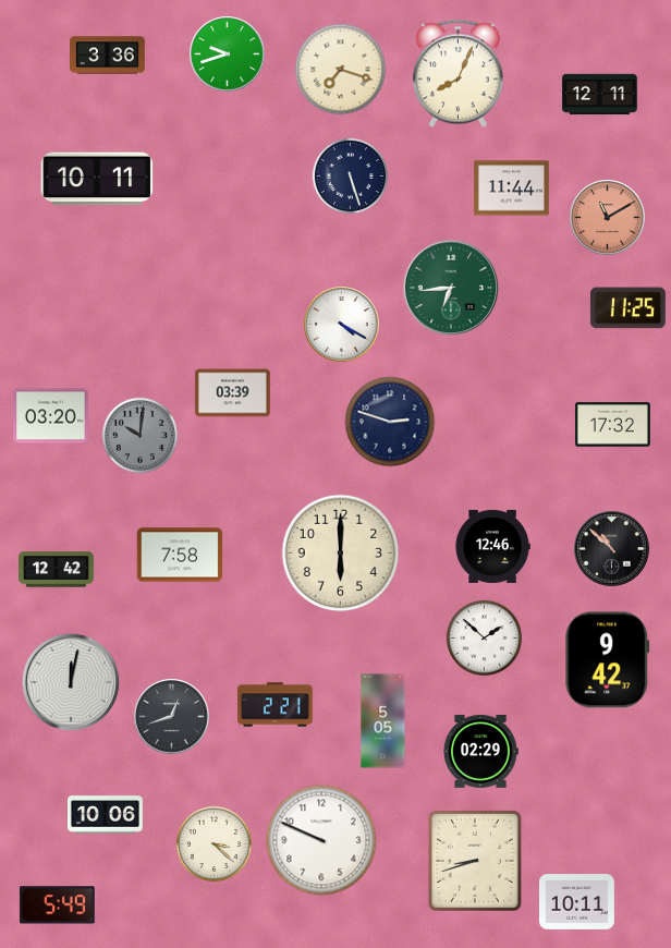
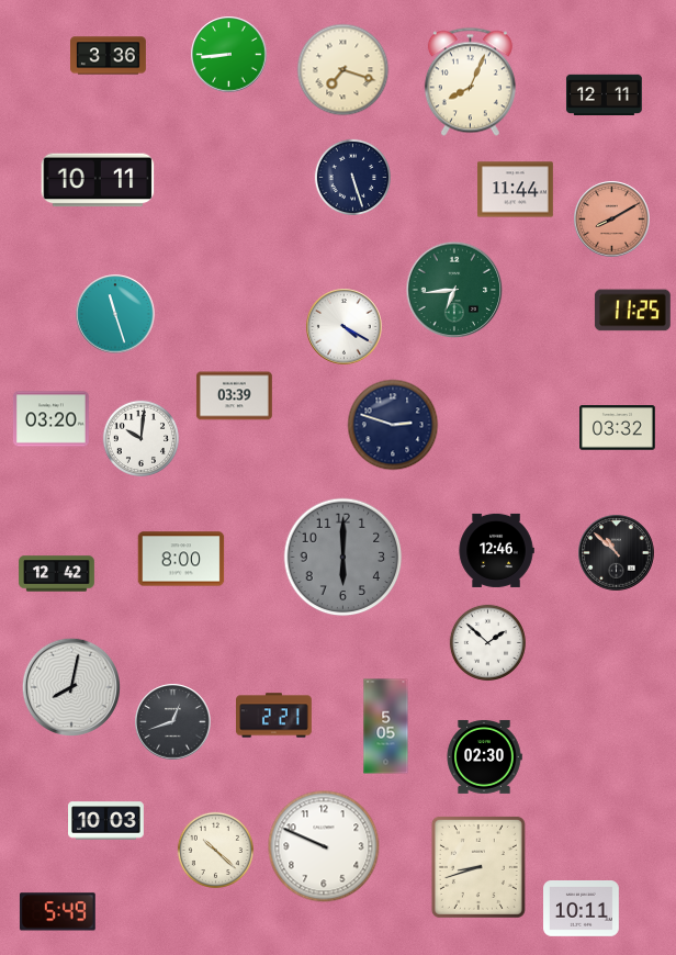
clock at (228, 54): 9:42 -> 8:44
clock at (457, 74) position: (457, 74) -> (470, 82)
clock at (608, 218): 11:10 -> 8:10
clock at (115, 314): none -> 11:27
clock at (613, 425): 17:32 -> 03:32
clock at (139, 435) dial: grey -> white
clock at (341, 554) dial: cream -> grey
clock at (180, 555): 7:58 -> 8:00
clock at (608, 660): 9:42 -> none
clock at (70, 681): 12:02 -> 8:02
clock at (276, 705) position: (276, 705) -> (274, 716)
clock at (480, 751): 02:29 -> 02:30
clock at (106, 815): 10:06 -> 10:03
clock at (213, 843): 3:22 -> 10:22
